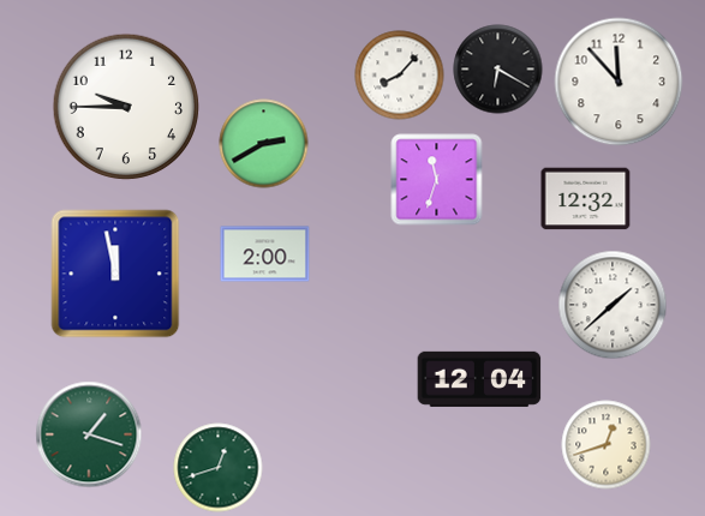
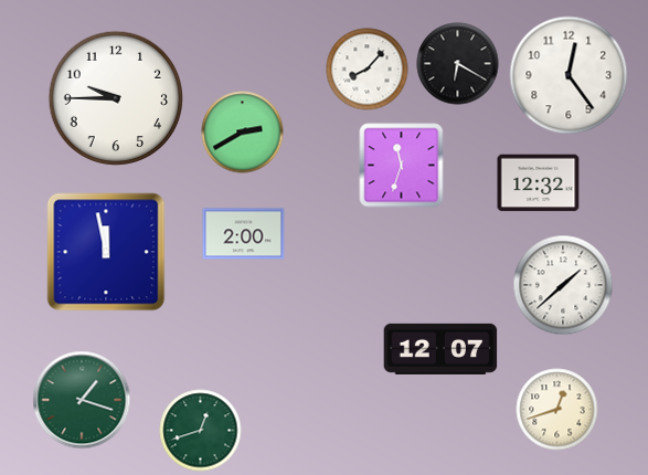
clock at (619, 82): 11:53 -> 12:24
clock at (613, 305) position: (613, 305) -> (563, 285)
clock at (479, 379): 12:04 -> 12:07
